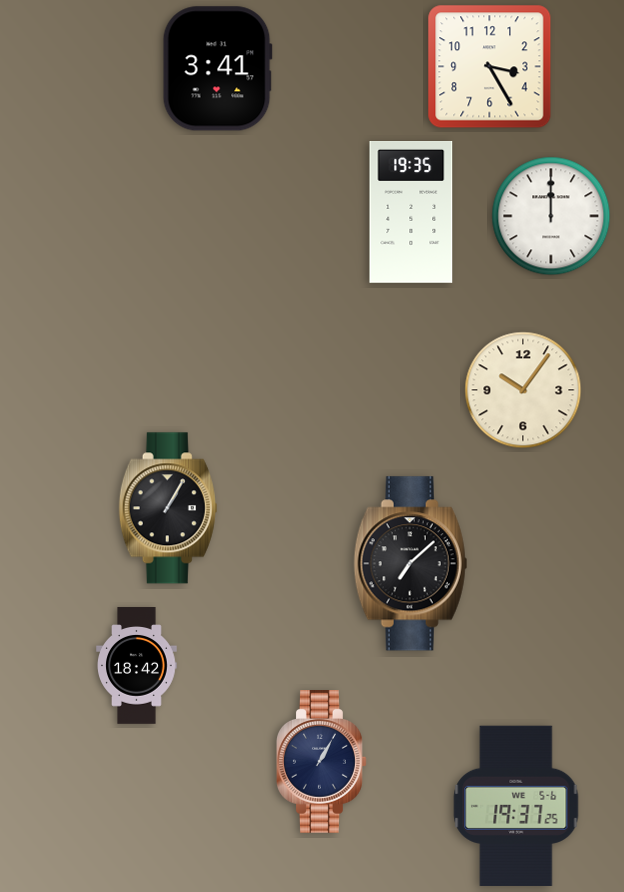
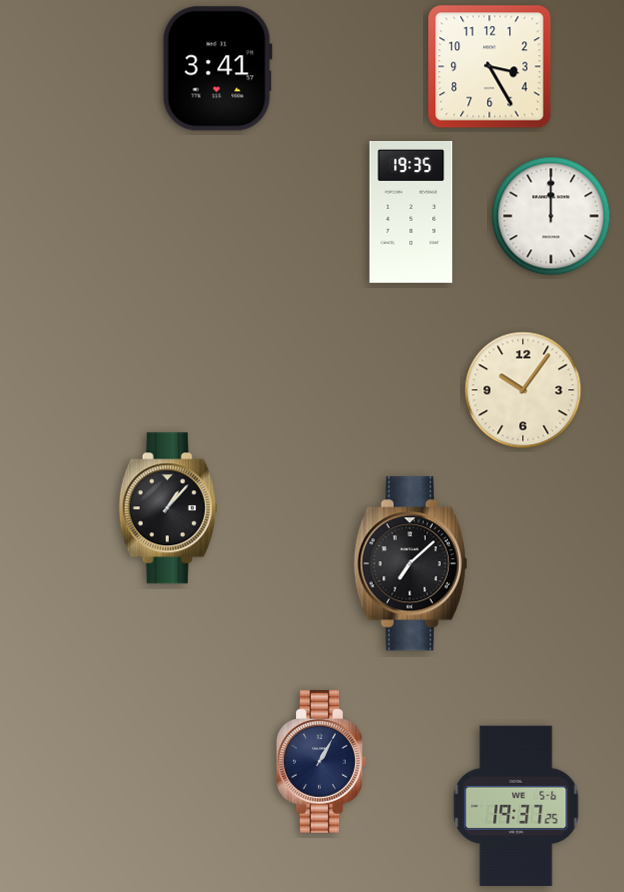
clock at (168, 508): 1:05 -> 1:07
clock at (137, 666): 18:42 -> none
